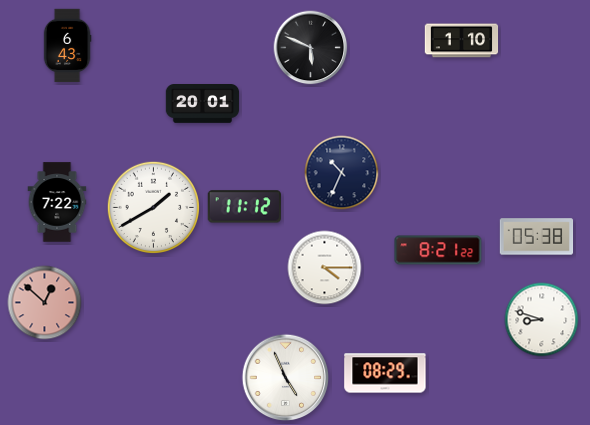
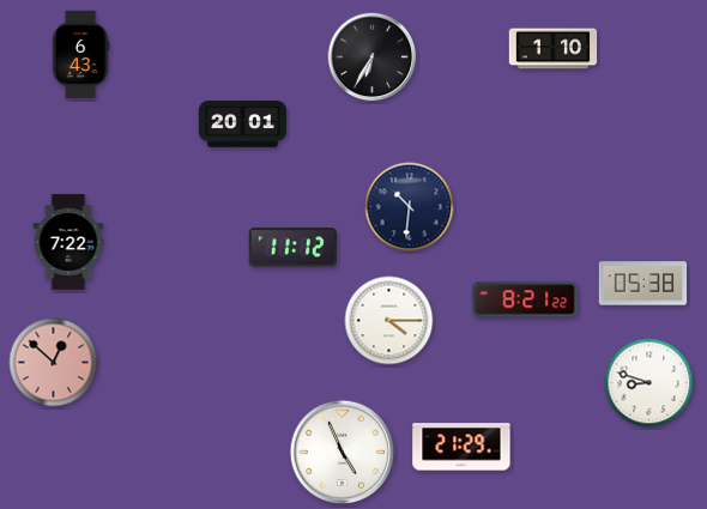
clock at (311, 48): 5:49 -> 6:35
clock at (342, 173): 10:34 -> 10:31
clock at (153, 207): 1:40 -> none
clock at (385, 373): 08:29 -> 21:29
